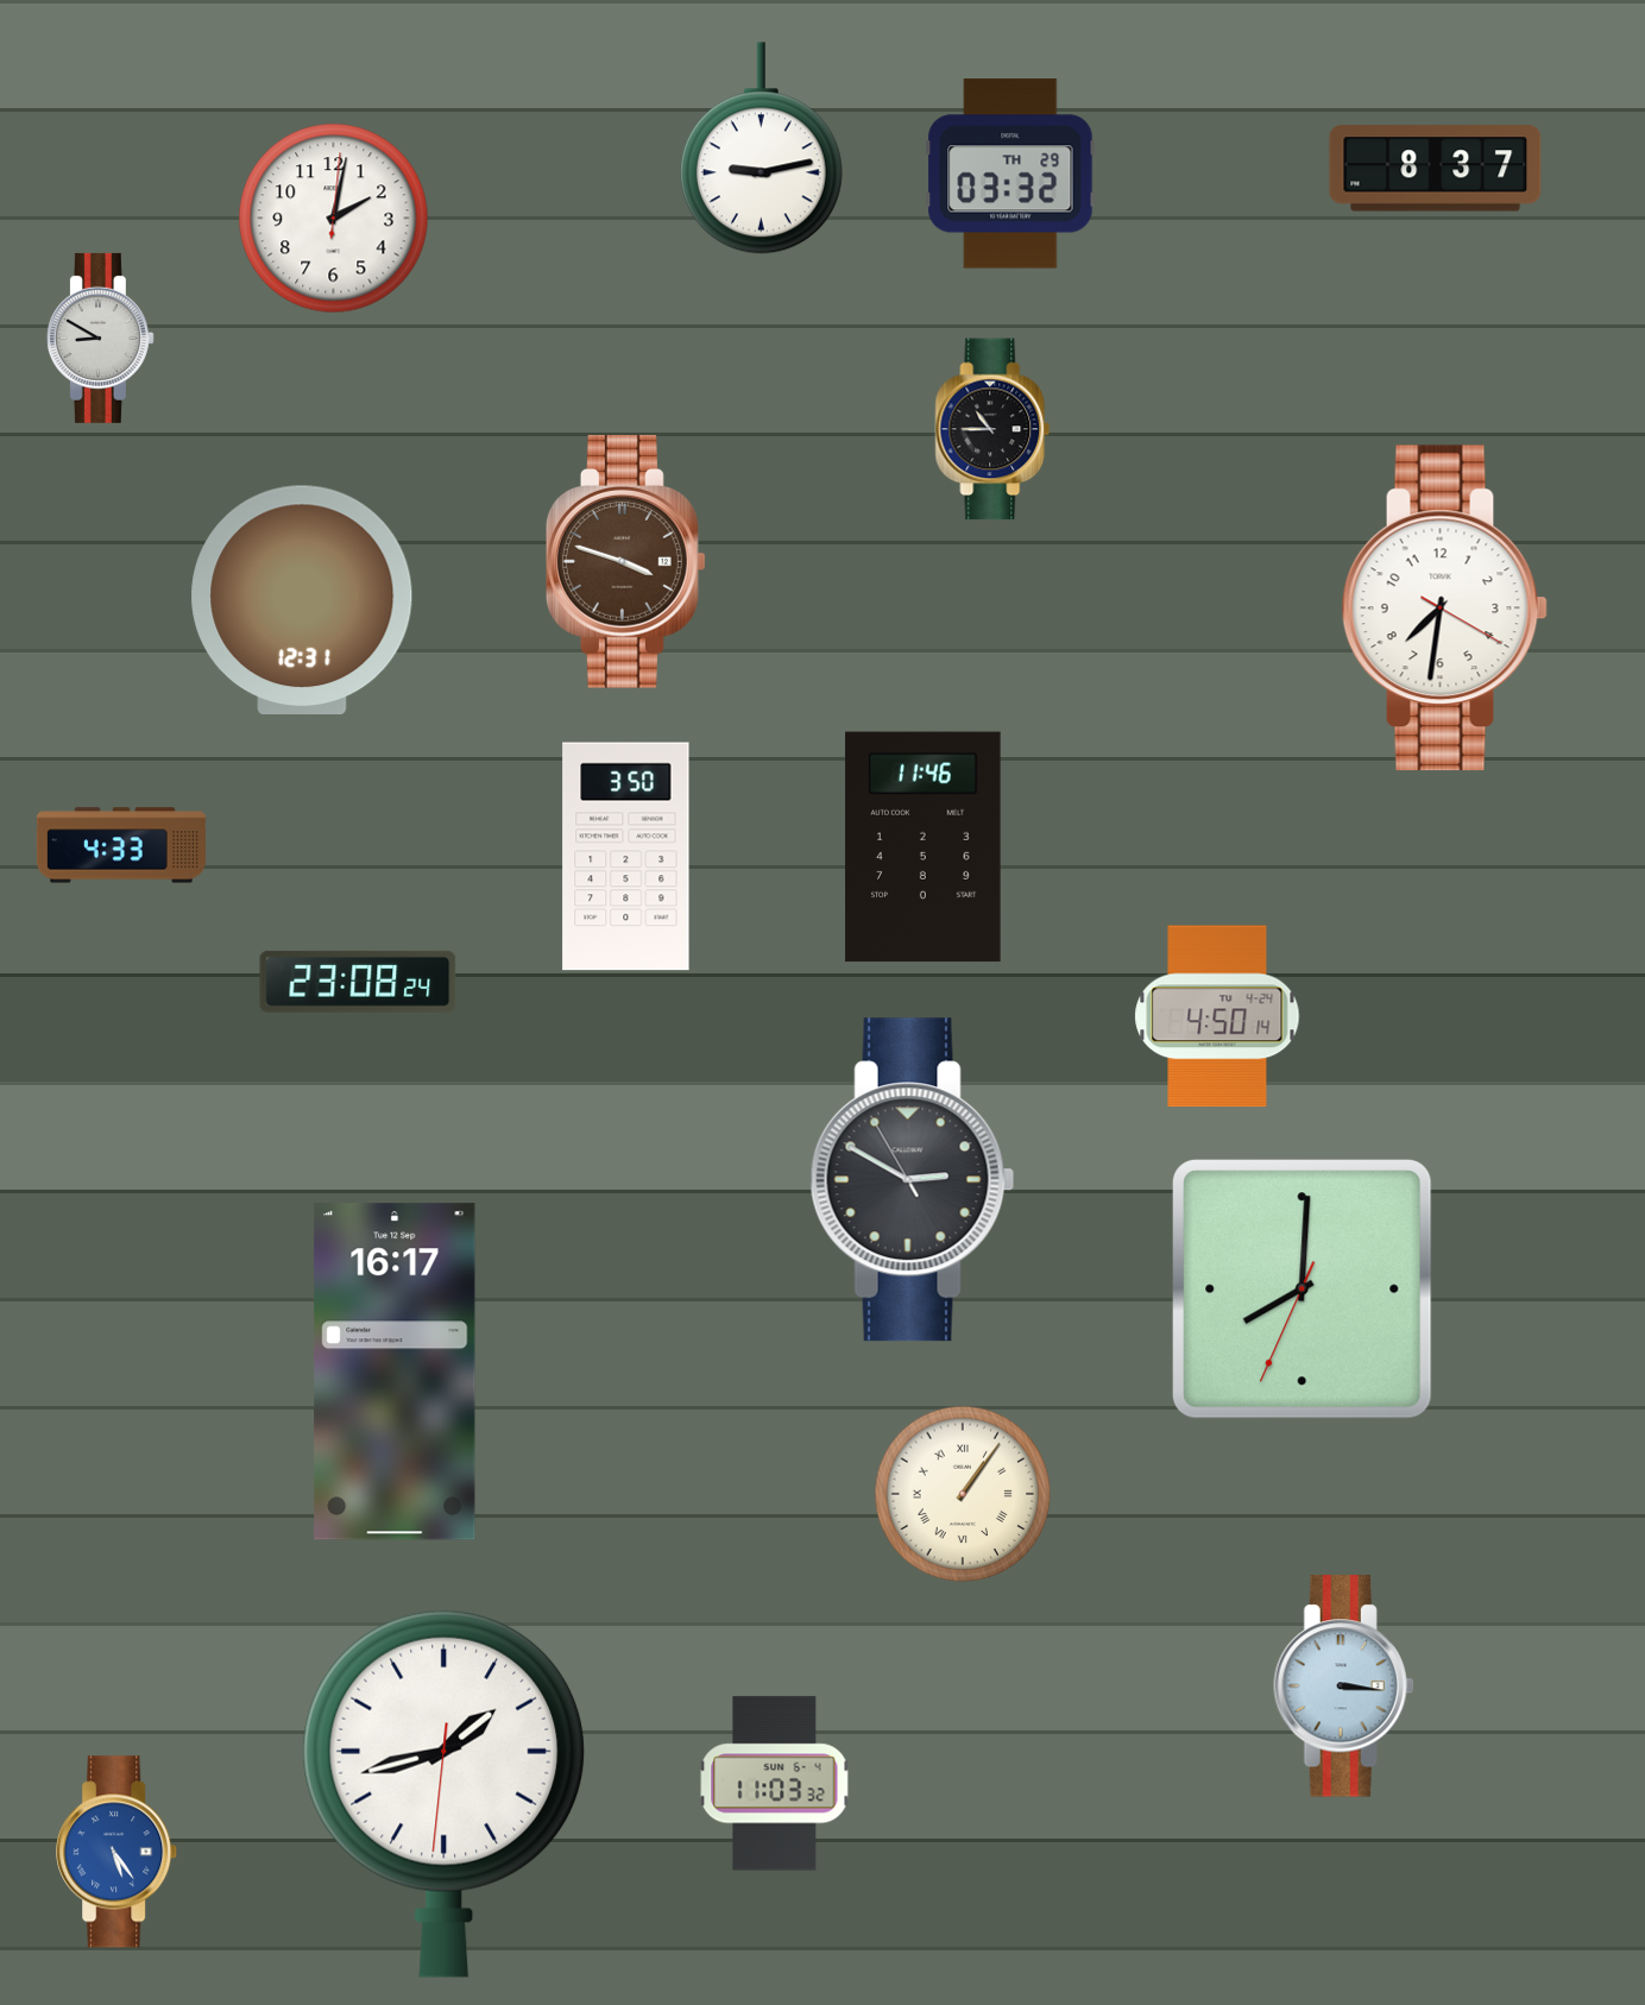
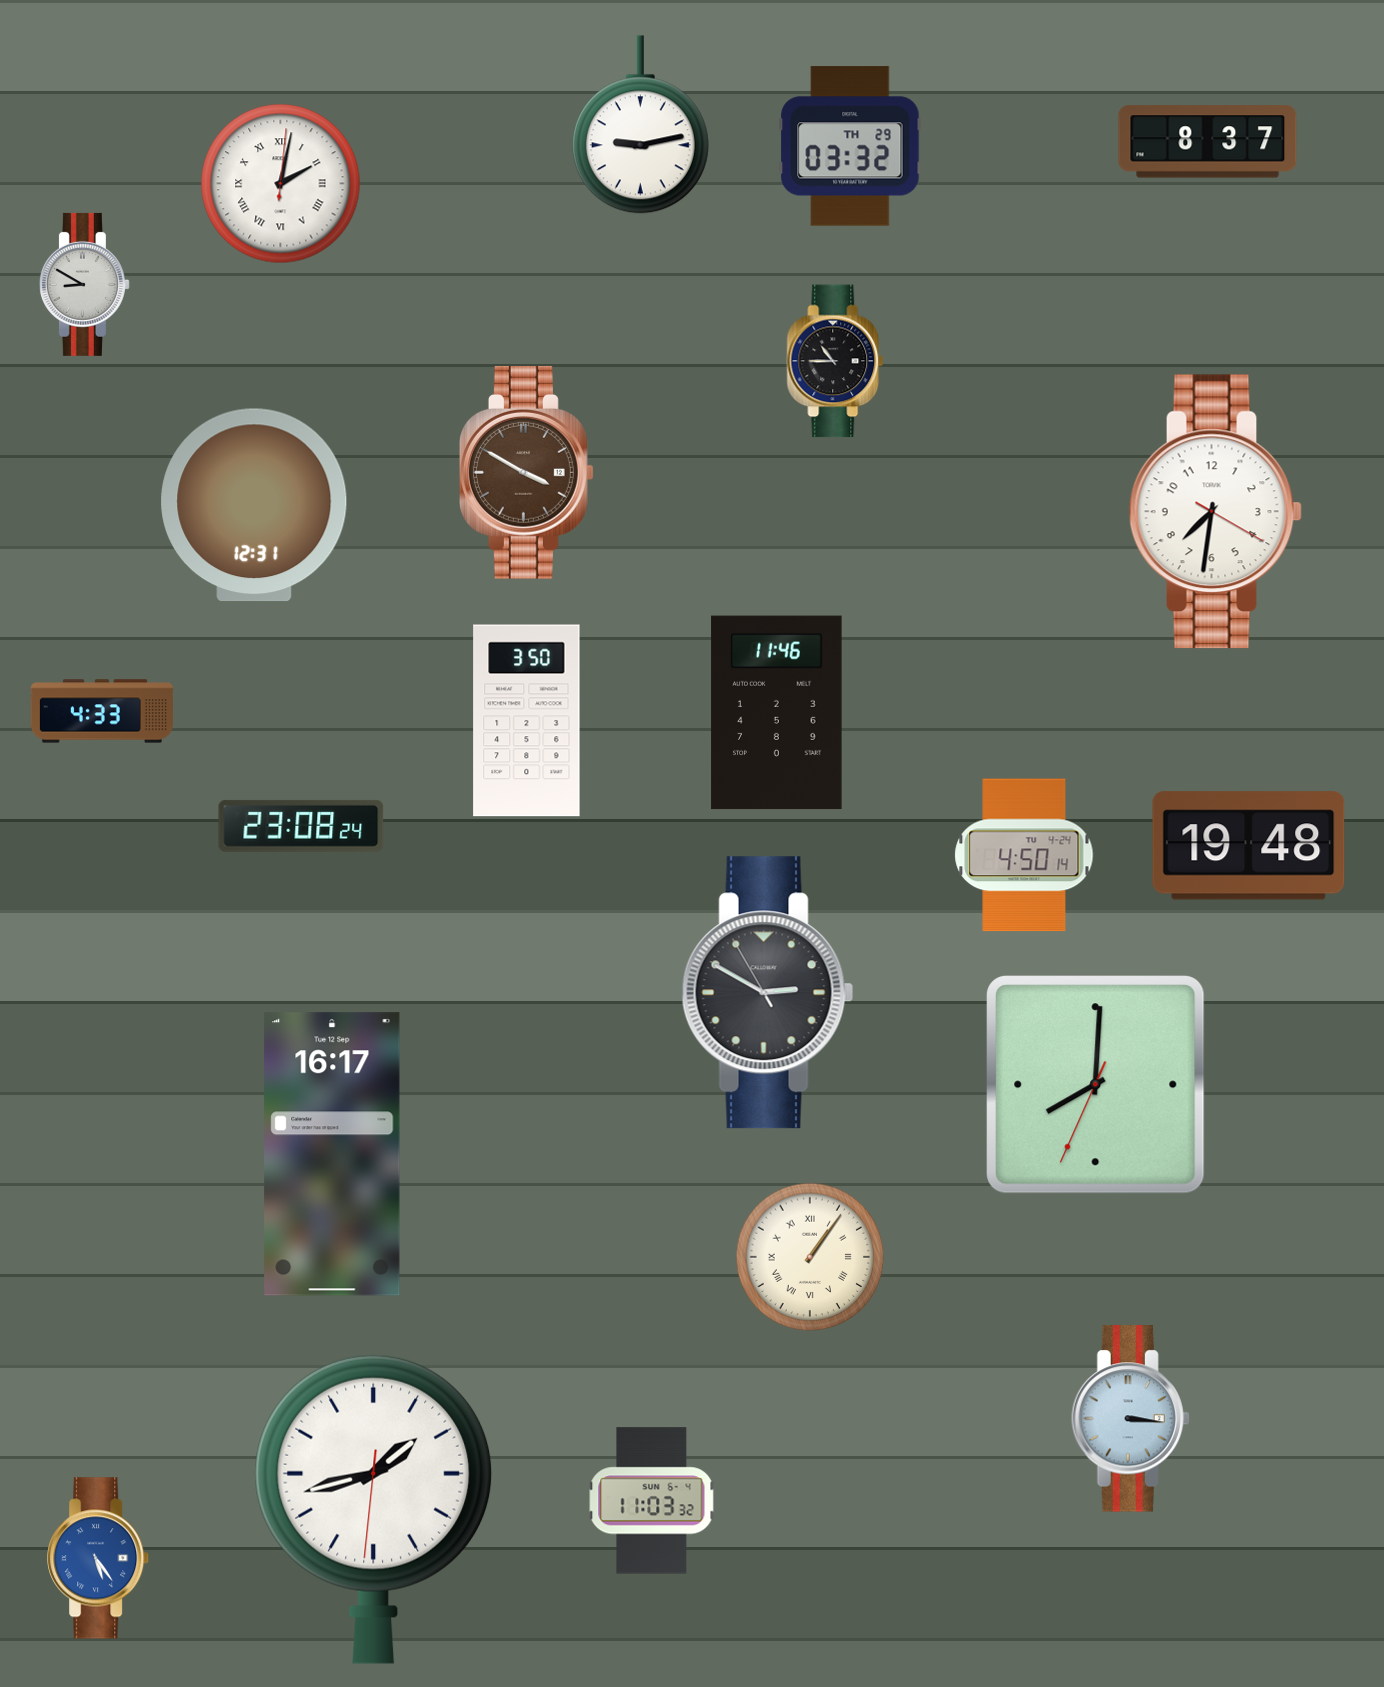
clock at (334, 219) numerals: Arabic -> Roman
clock at (626, 561): 3:48 -> 3:50
clock at (1249, 846): none -> 19:48
